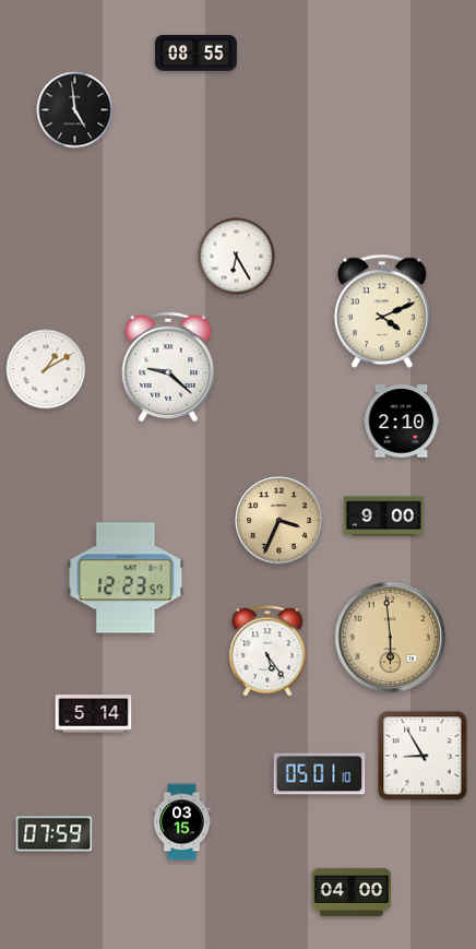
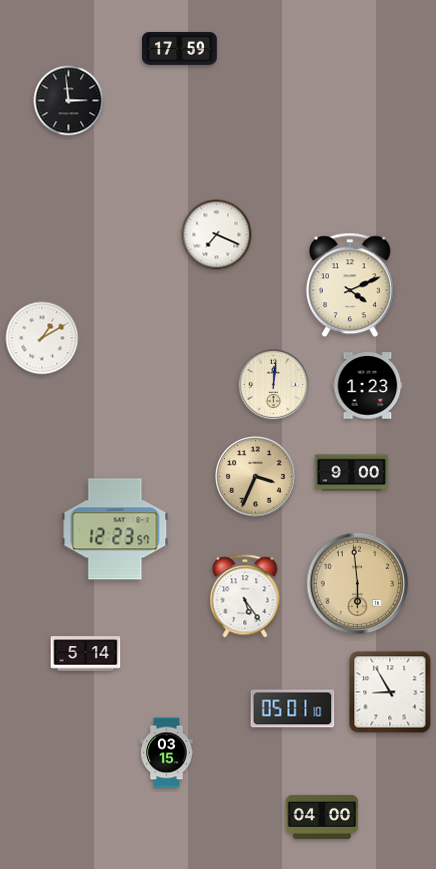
clock at (197, 52): 08:55 -> 17:59
clock at (75, 110): 4:59 -> 2:59
clock at (237, 257): 6:25 -> 7:19
clock at (168, 367): 9:22 -> none
clock at (274, 385): none -> 12:01
clock at (402, 422): 2:10 -> 1:23
clock at (423, 756) position: (423, 756) -> (390, 692)
clock at (55, 834): 07:59 -> none
